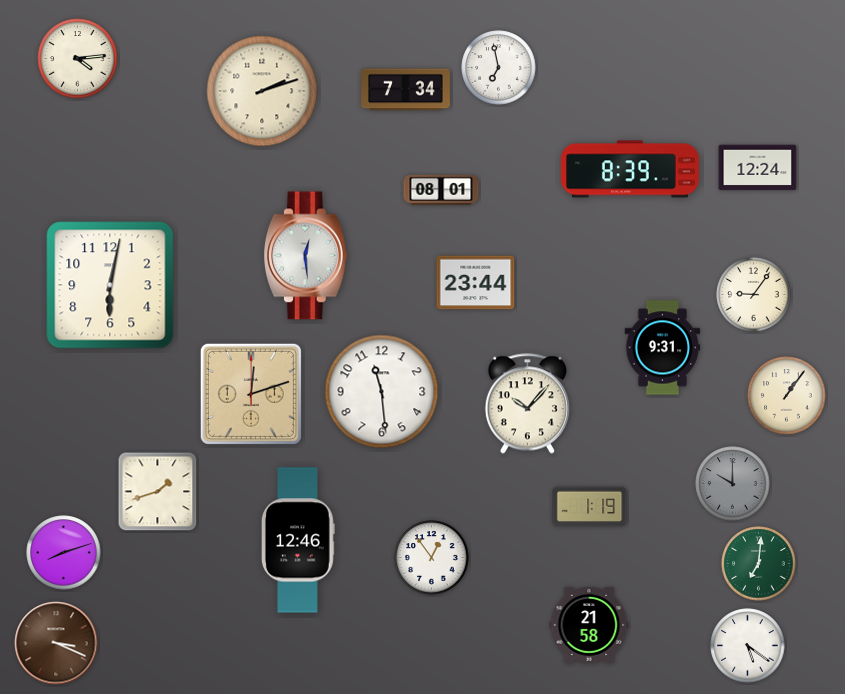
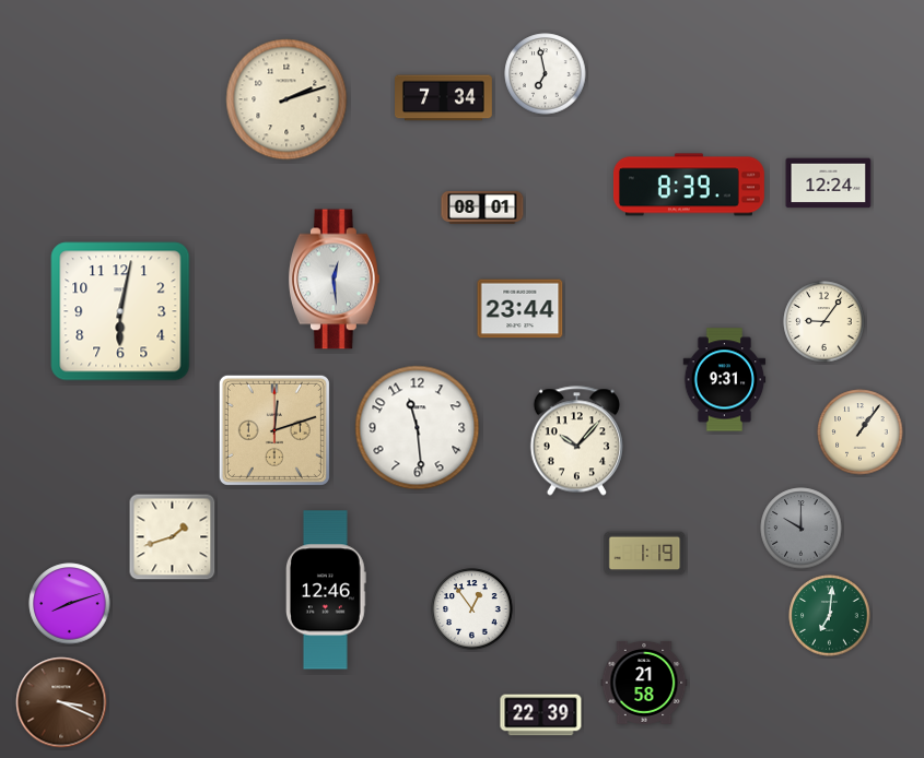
clock at (78, 59): 4:14 -> none
clock at (748, 646): 5:21 -> none
clock at (541, 715): none -> 22:39
